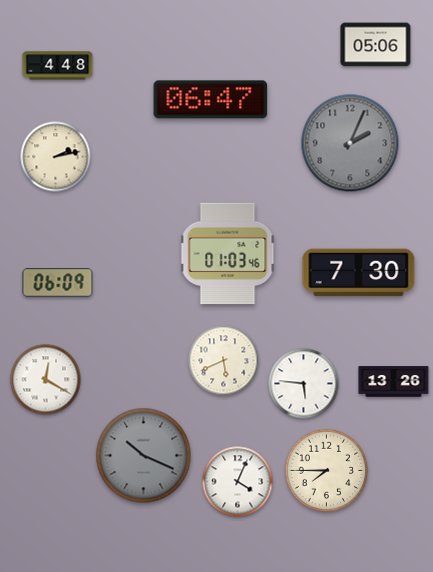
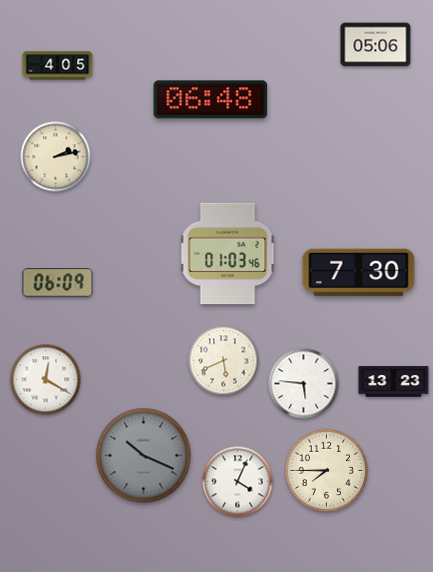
clock at (58, 66): 4:48 -> 4:05
clock at (211, 100): 06:47 -> 06:48
clock at (350, 143): 2:04 -> none
clock at (394, 382): 13:26 -> 13:23
